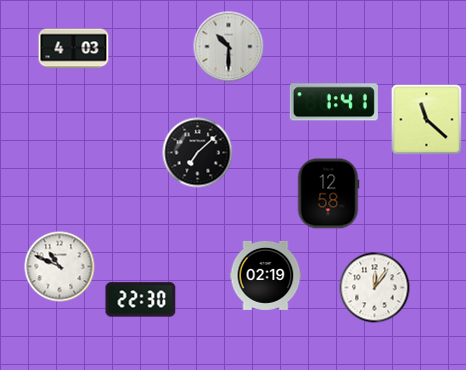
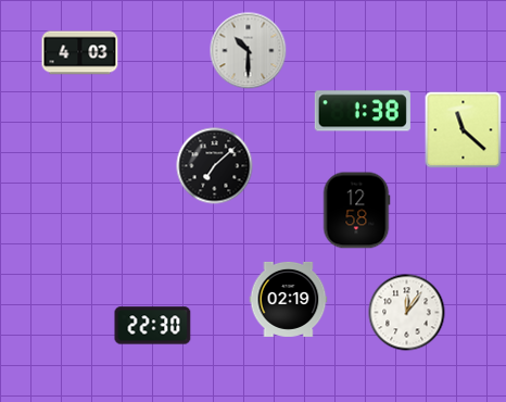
clock at (334, 102): 1:41 -> 1:38
clock at (60, 267): 10:49 -> none
